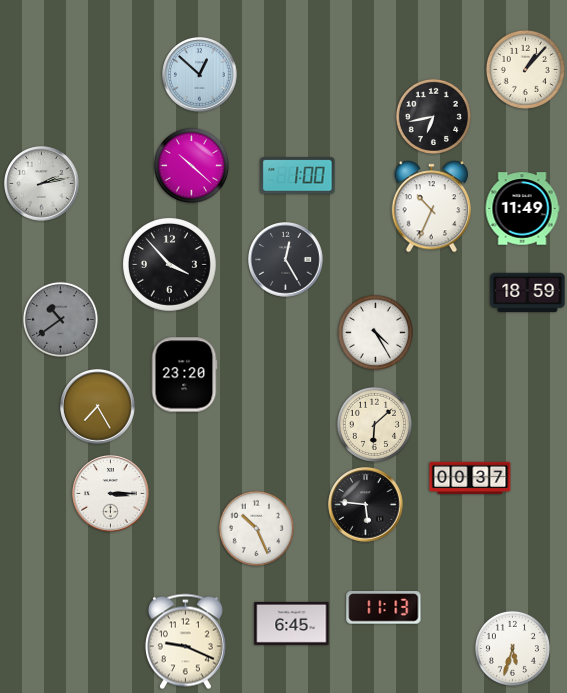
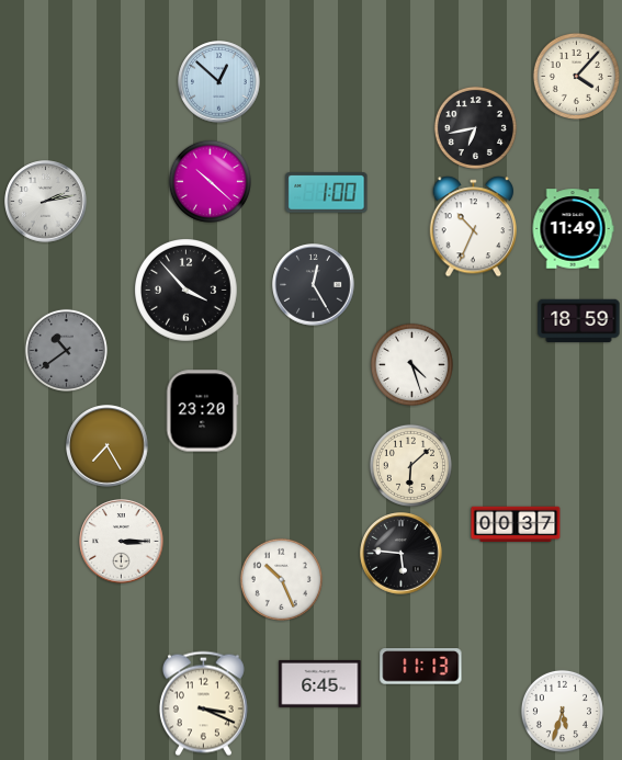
clock at (525, 69): 1:07 -> 4:07
clock at (375, 332): 4:25 -> 4:27
clock at (185, 642): 9:19 -> 3:19
